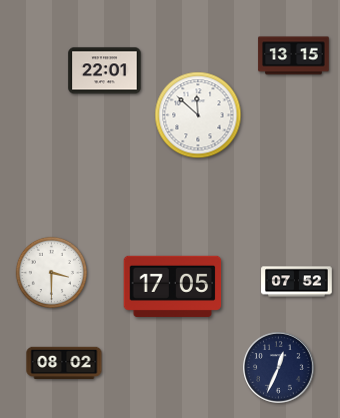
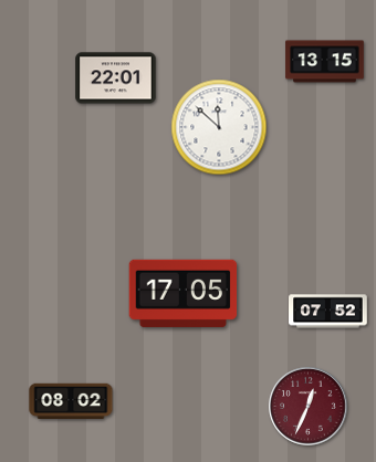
clock at (51, 272): 3:30 -> none
clock at (173, 286) position: (173, 286) -> (184, 293)
clock at (279, 368) dial: navy -> burgundy
